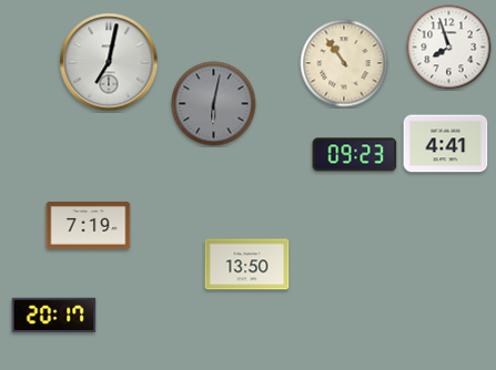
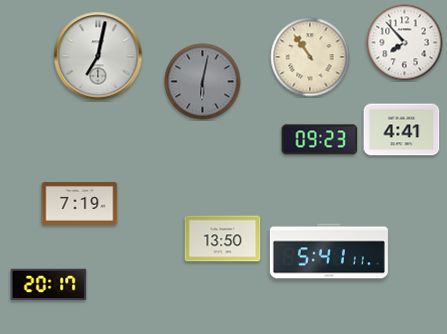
clock at (449, 48): 7:57 -> 7:53
clock at (214, 104) position: (214, 104) -> (203, 82)
clock at (329, 251): none -> 5:41
